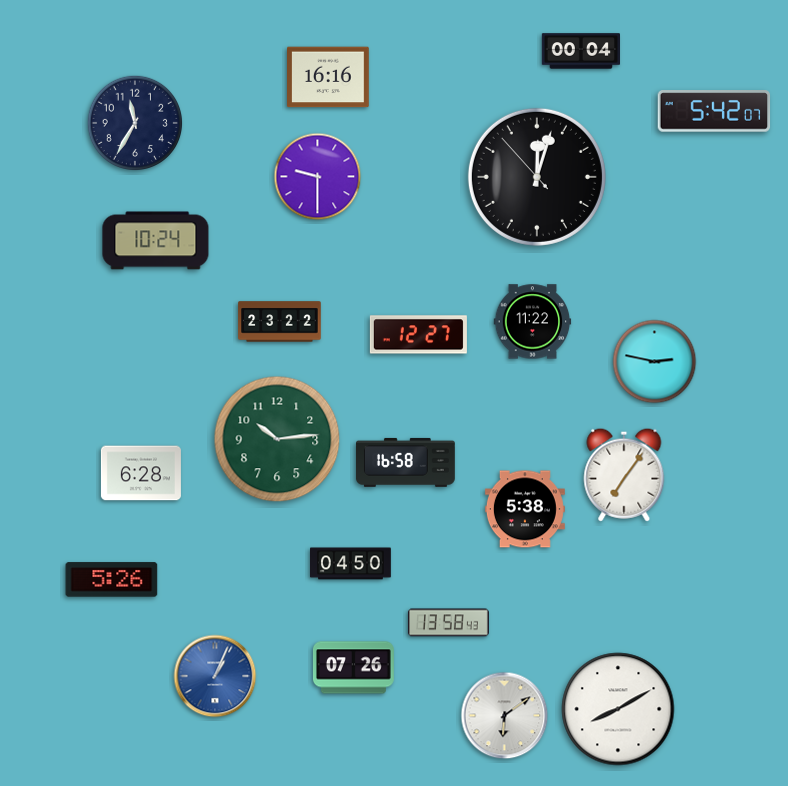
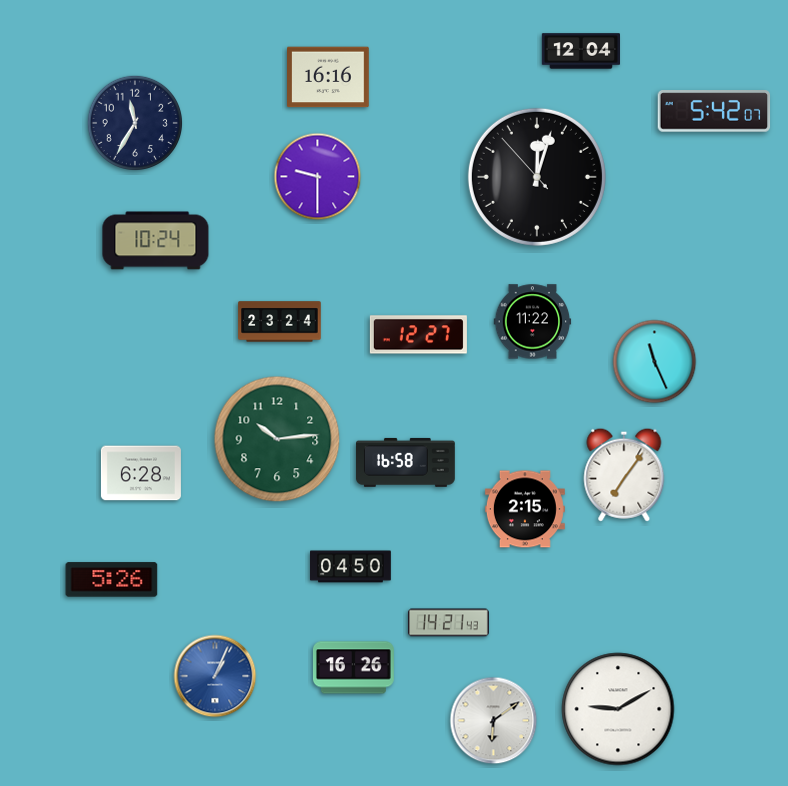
clock at (580, 51): 00:04 -> 12:04
clock at (280, 322): 23:22 -> 23:24
clock at (655, 362): 2:47 -> 11:26
clock at (525, 509): 5:38 -> 2:15
clock at (351, 564) position: (351, 564) -> (351, 567)
clock at (448, 623): 13:58 -> 14:21
clock at (353, 668): 07:26 -> 16:26
clock at (618, 709): 8:10 -> 9:10
clock at (505, 716) position: (505, 716) -> (494, 721)
